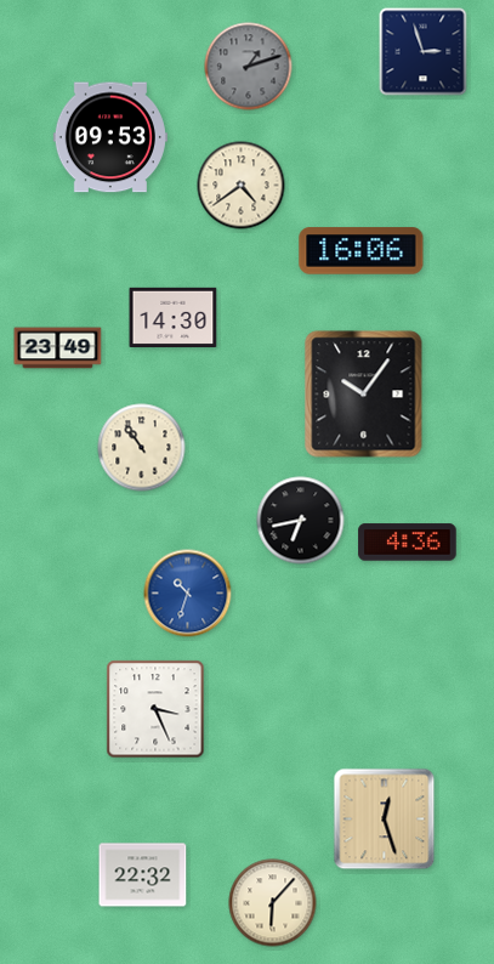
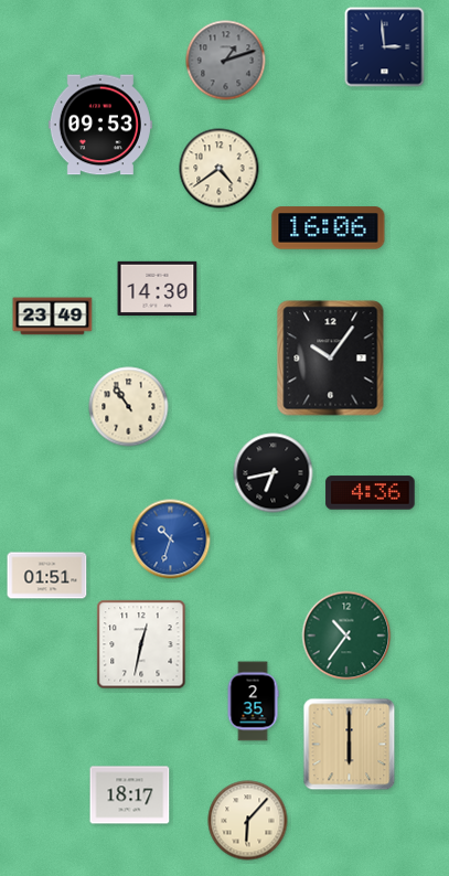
clock at (424, 52): 2:57 -> 2:59
clock at (47, 576): none -> 01:51
clock at (346, 635): none -> 10:36
clock at (155, 709): 3:26 -> 12:32
clock at (253, 702): none -> 2:35
clock at (385, 820): 12:27 -> 6:00
clock at (143, 875): 22:32 -> 18:17
